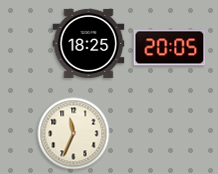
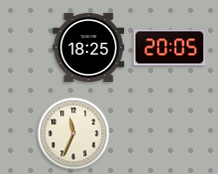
clock at (89, 43) position: (89, 43) -> (89, 47)
